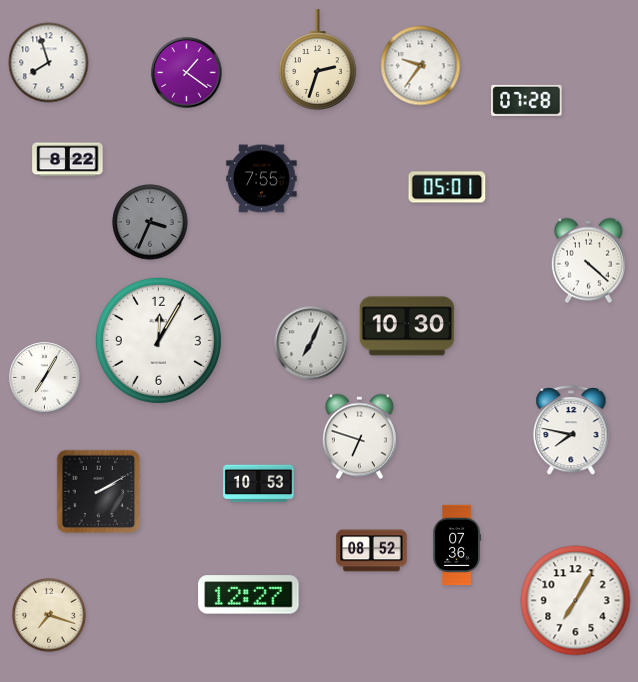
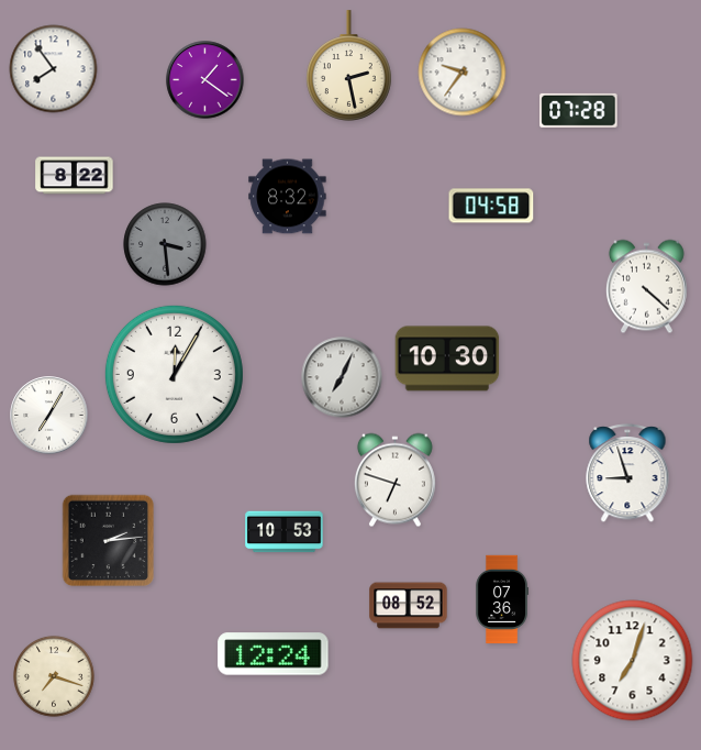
clock at (317, 60): 2:33 -> 2:28
clock at (49, 63): 7:57 -> 7:54
clock at (262, 179): 7:55 -> 8:32
clock at (447, 187): 05:01 -> 04:58
clock at (150, 222): 3:34 -> 3:29
clock at (571, 431): 7:47 -> 8:57
clock at (99, 492): 2:10 -> 2:14
clock at (249, 595): 12:27 -> 12:24
clock at (576, 601): 7:05 -> 7:03
